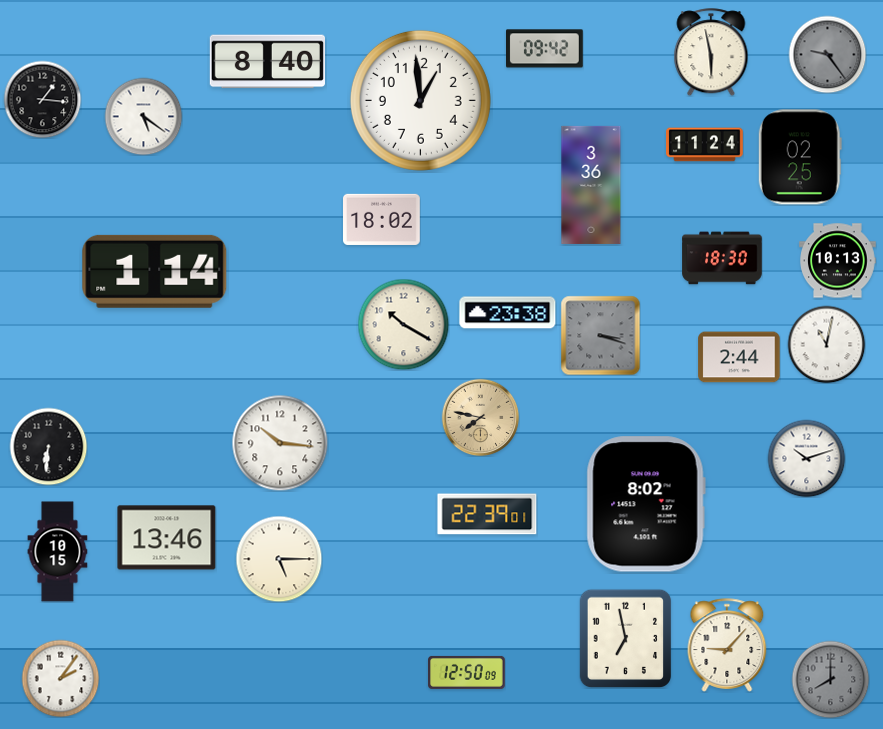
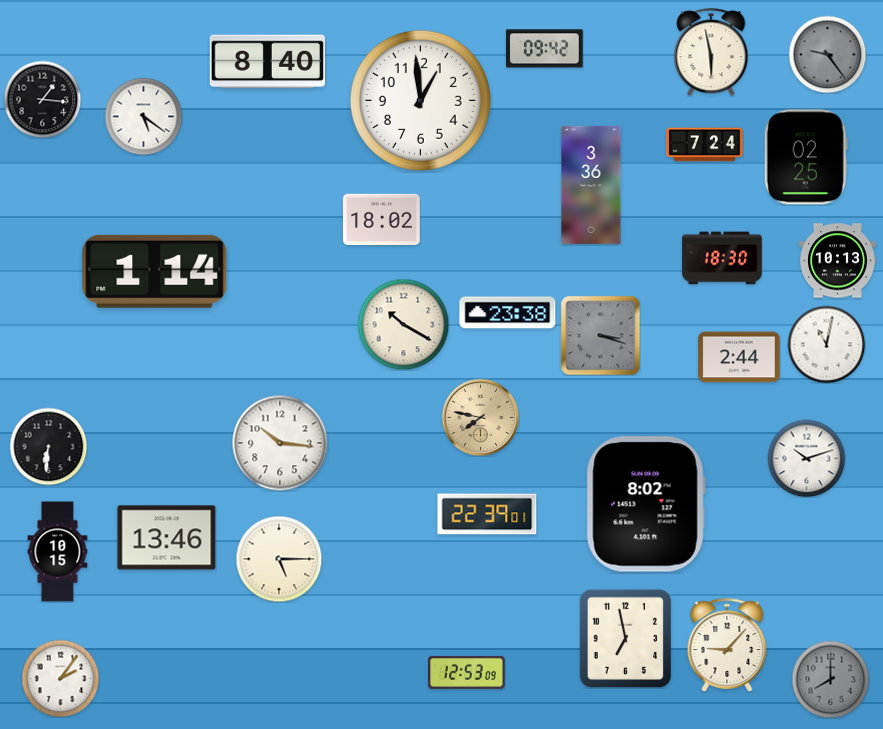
clock at (705, 145): 11:24 -> 7:24
clock at (800, 157) position: (800, 157) -> (806, 157)
clock at (467, 672): 12:50 -> 12:53
